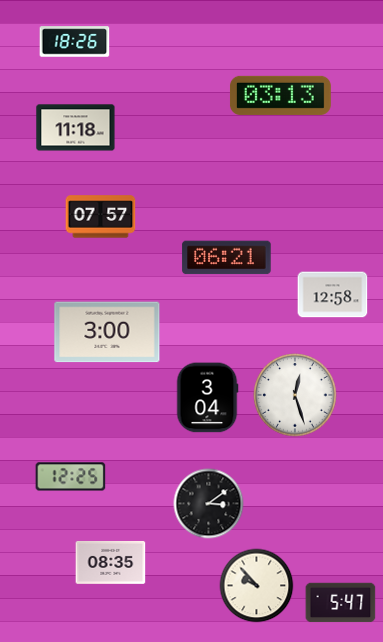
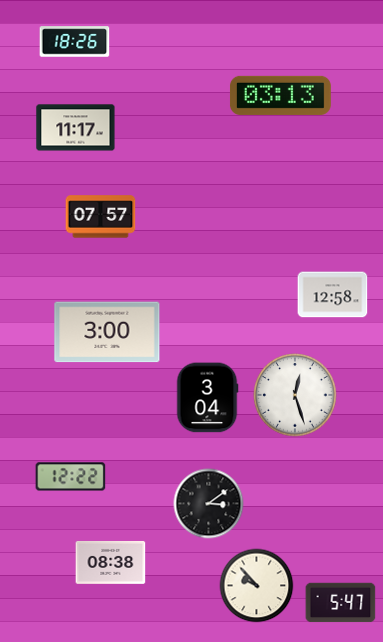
clock at (76, 128): 11:18 -> 11:17
clock at (227, 258): 06:21 -> none
clock at (71, 477): 12:25 -> 12:22
clock at (111, 562): 08:35 -> 08:38
